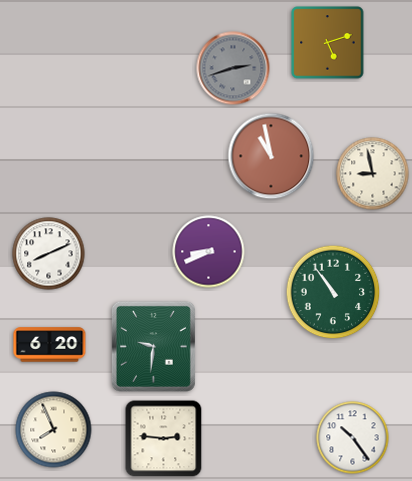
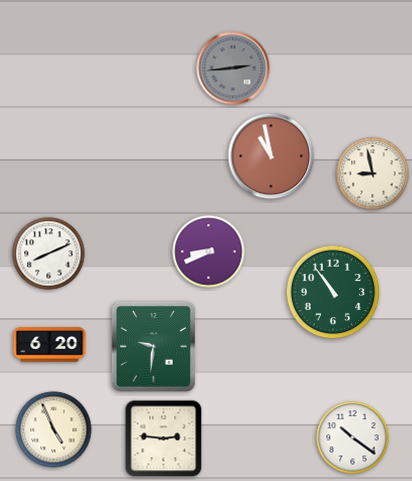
clock at (328, 43): 5:12 -> none
clock at (233, 68): 2:42 -> 2:44
clock at (54, 430): 7:56 -> 4:56
clock at (353, 438): 10:24 -> 10:21
